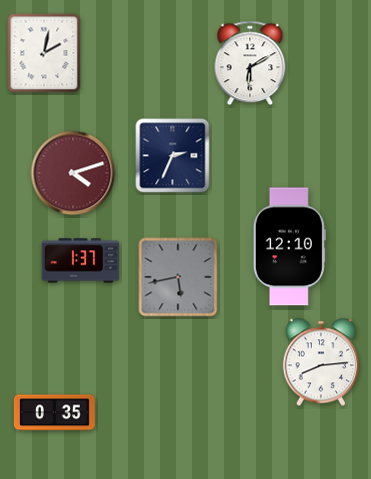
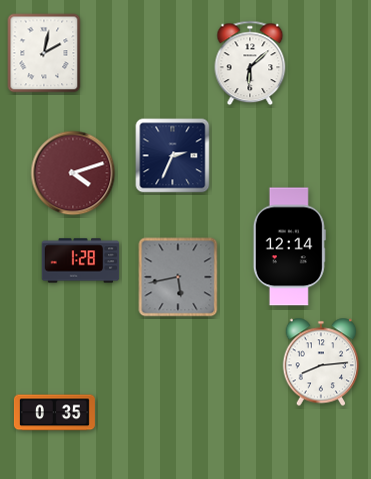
clock at (250, 63): 6:10 -> 6:08
clock at (289, 247): 12:10 -> 12:14
clock at (81, 261): 1:37 -> 1:28
